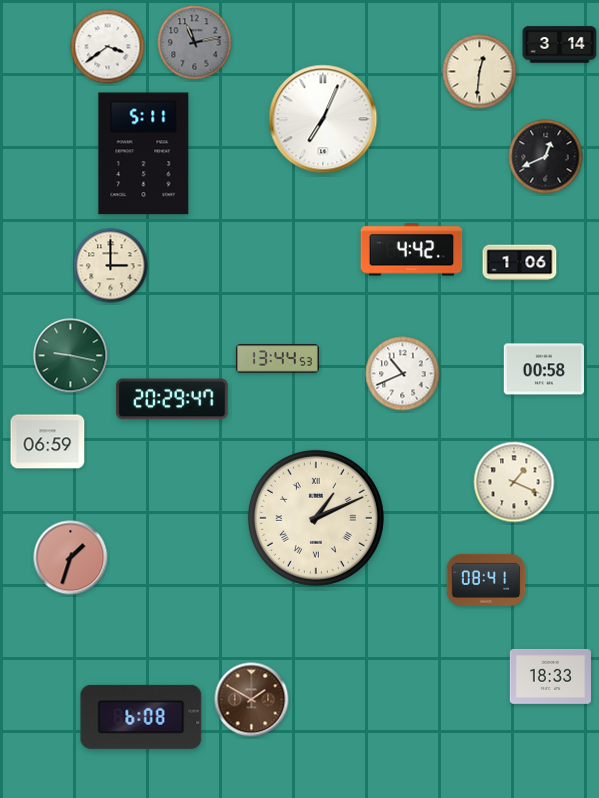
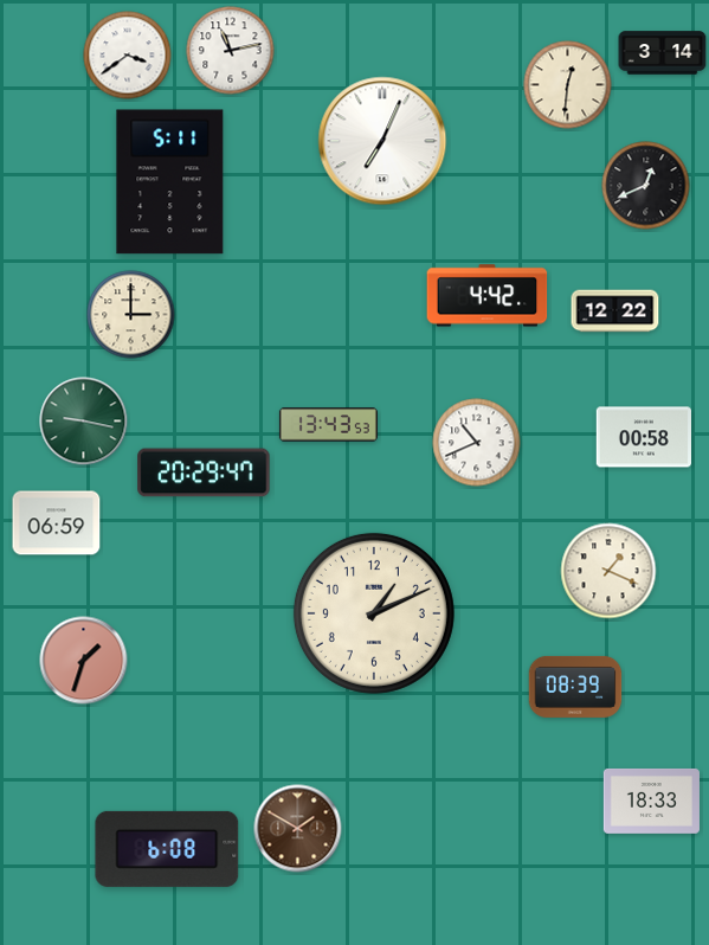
clock at (195, 43) dial: grey -> white
clock at (520, 263): 1:06 -> 12:22
clock at (277, 359): 13:44 -> 13:43
clock at (316, 518) numerals: Roman -> Arabic
clock at (486, 580): 08:41 -> 08:39
